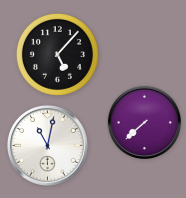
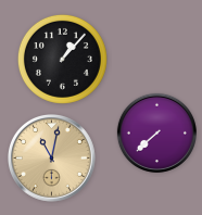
clock at (57, 54): 5:07 -> 1:07
clock at (48, 146) dial: white -> champagne
